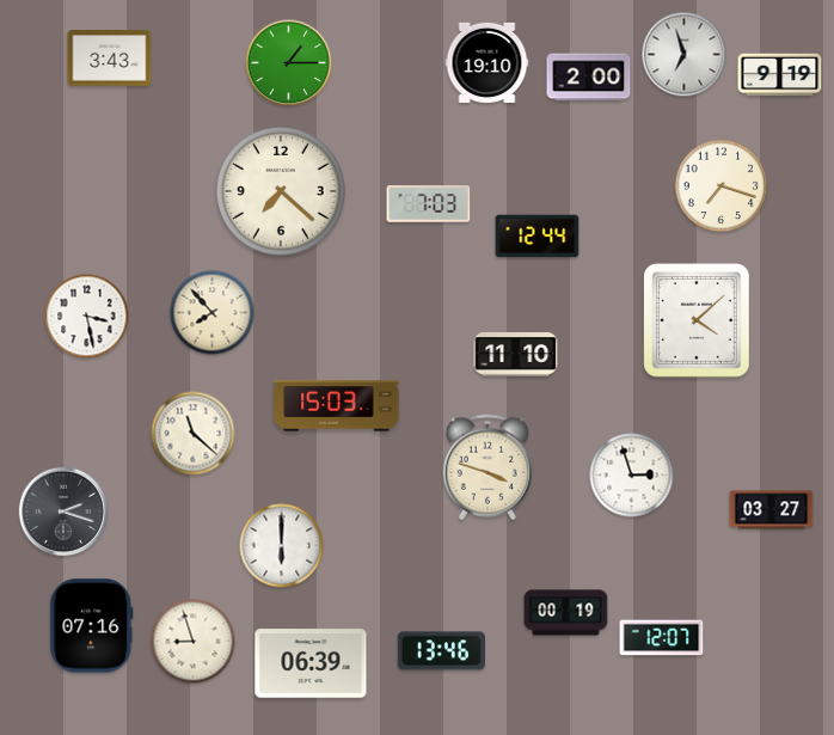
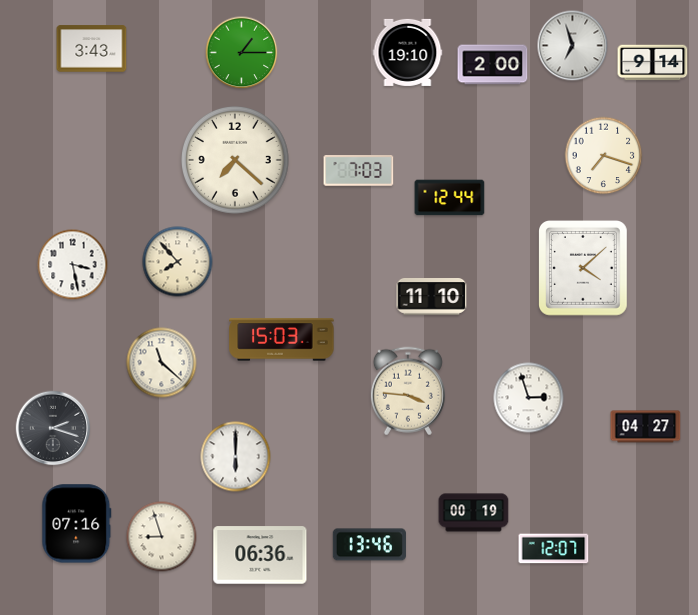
clock at (780, 75): 9:19 -> 9:14
clock at (487, 467): 3:48 -> 3:46
clock at (772, 510): 03:27 -> 04:27
clock at (662, 638) position: (662, 638) -> (554, 549)
clock at (311, 663): 06:39 -> 06:36
